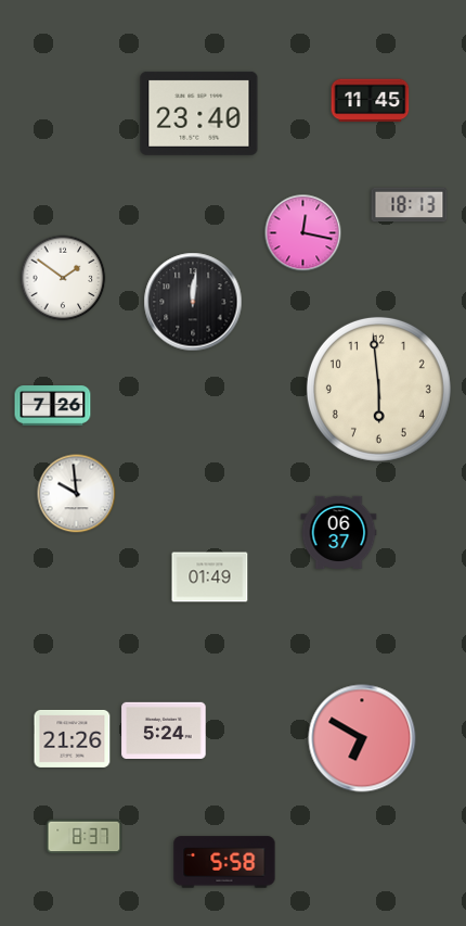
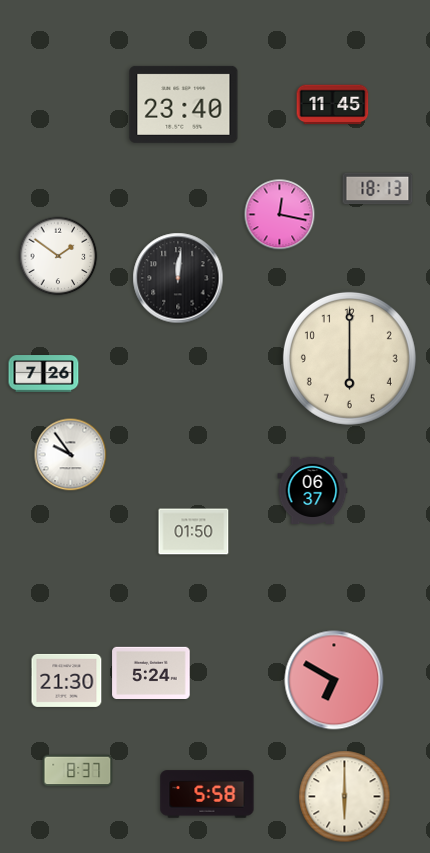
clock at (371, 101) position: (371, 101) -> (333, 105)
clock at (378, 389): 5:59 -> 6:00
clock at (53, 406) position: (53, 406) -> (44, 374)
clock at (77, 494): 9:59 -> 9:54
clock at (210, 578): 01:49 -> 01:50
clock at (73, 738): 21:26 -> 21:30
clock at (345, 797): none -> 6:00
